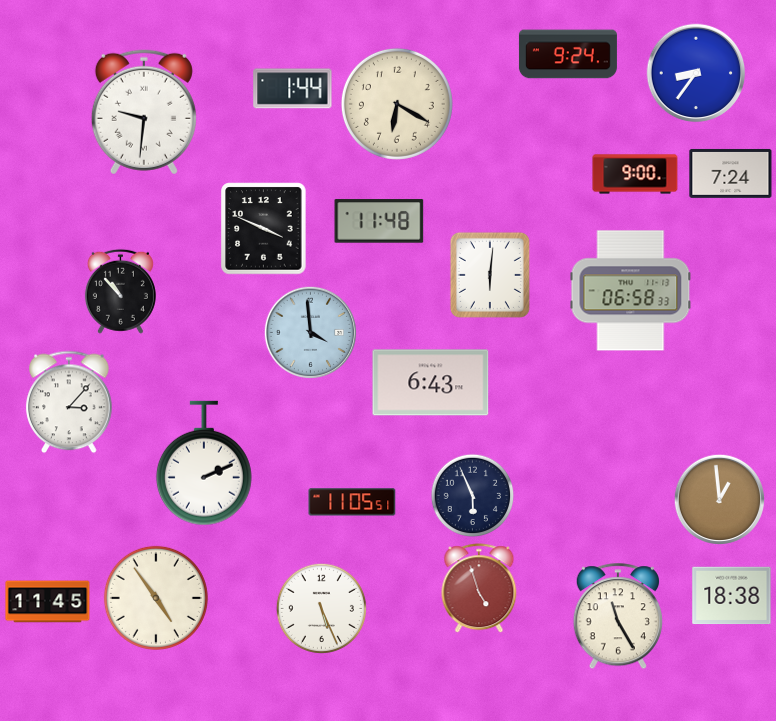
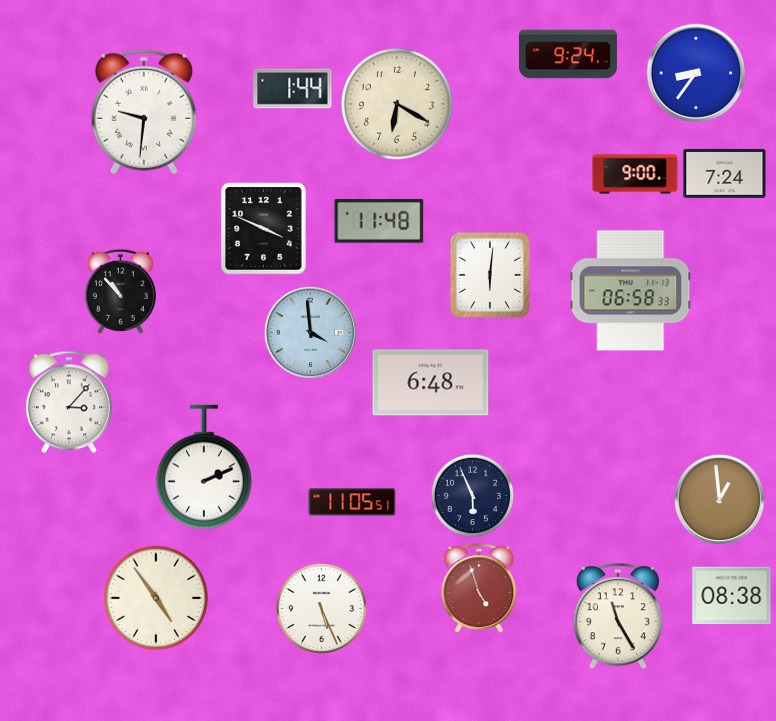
clock at (731, 173) position: (731, 173) -> (725, 173)
clock at (431, 383): 6:43 -> 6:48
clock at (204, 463) position: (204, 463) -> (204, 467)
clock at (732, 596): 18:38 -> 08:38
clock at (48, 602): 11:45 -> none
